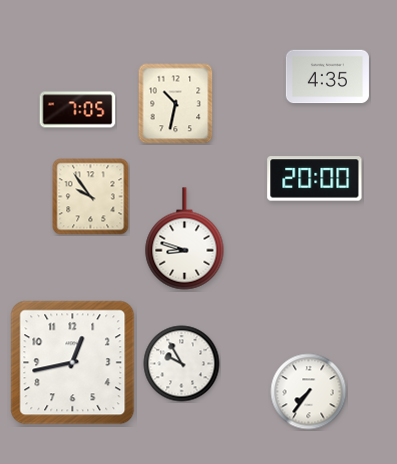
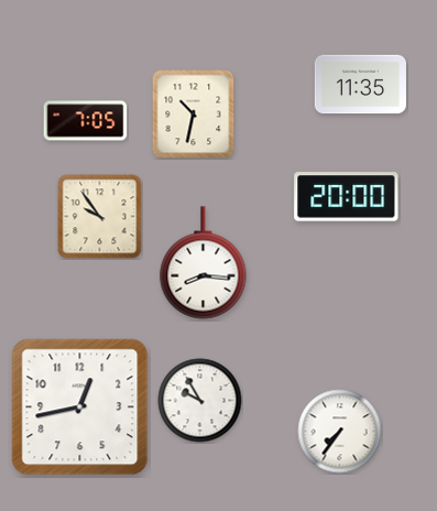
clock at (327, 77): 4:35 -> 11:35
clock at (185, 239): 8:48 -> 8:16
clock at (73, 363) position: (73, 363) -> (80, 407)
